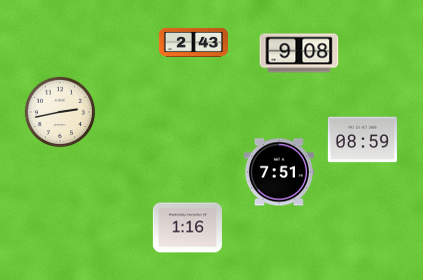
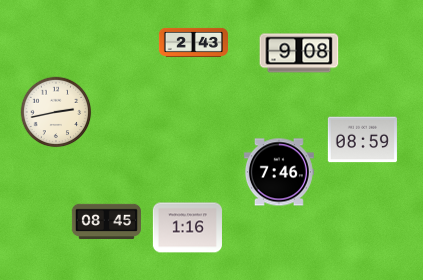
clock at (60, 112) position: (60, 112) -> (56, 112)
clock at (279, 172): 7:51 -> 7:46
clock at (106, 222): none -> 08:45
